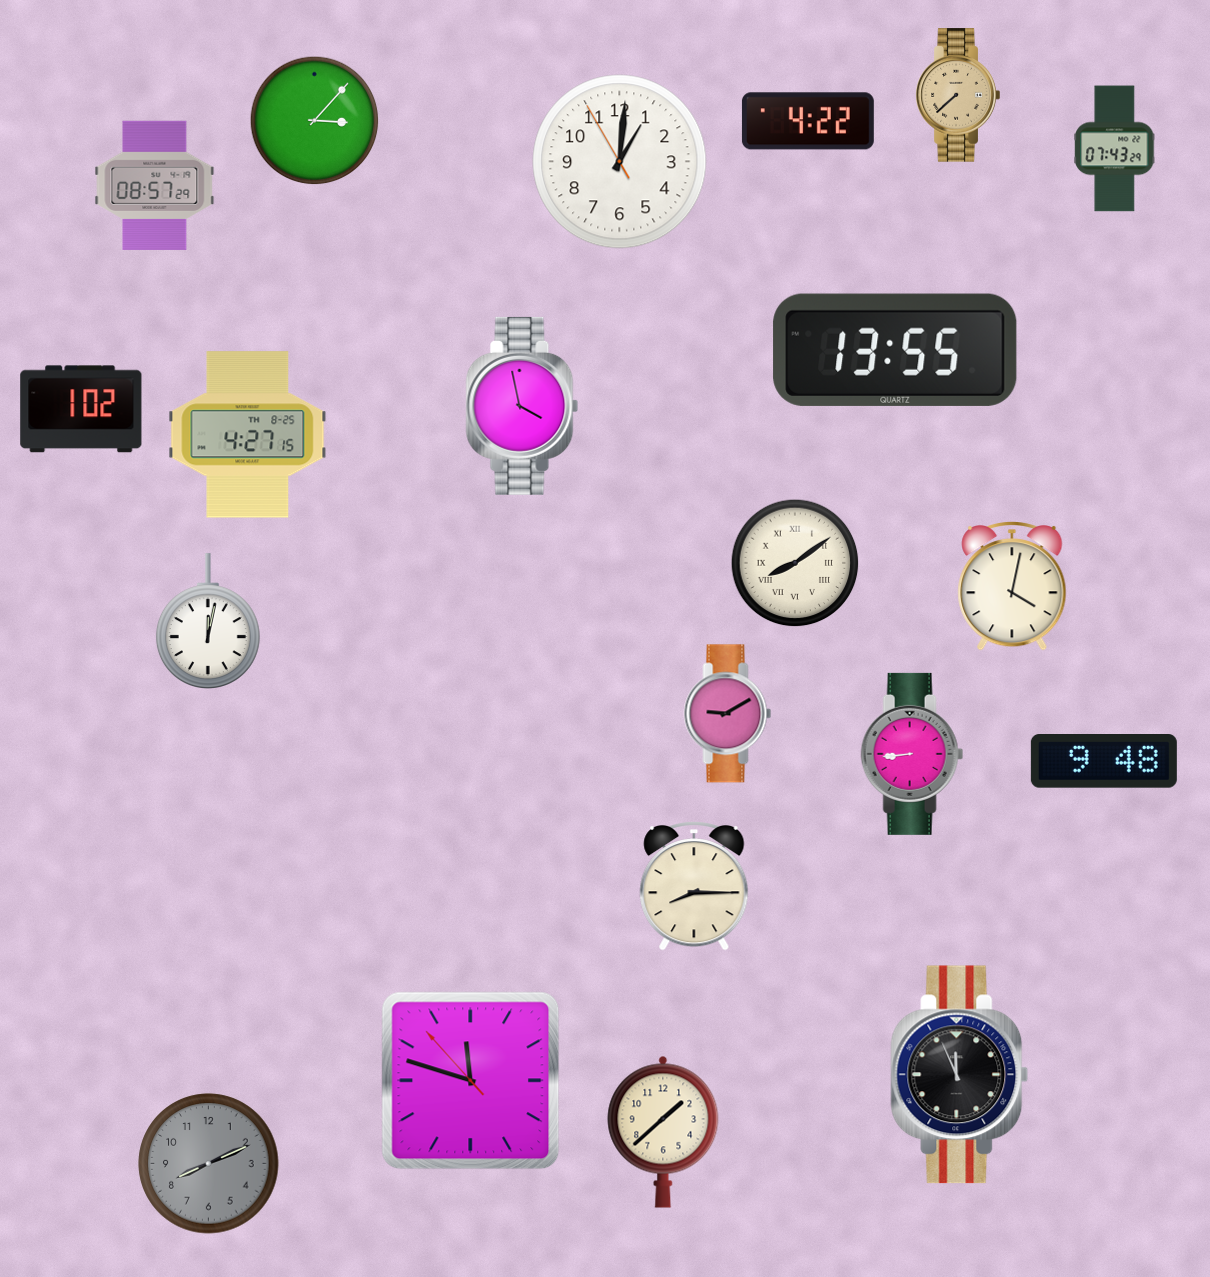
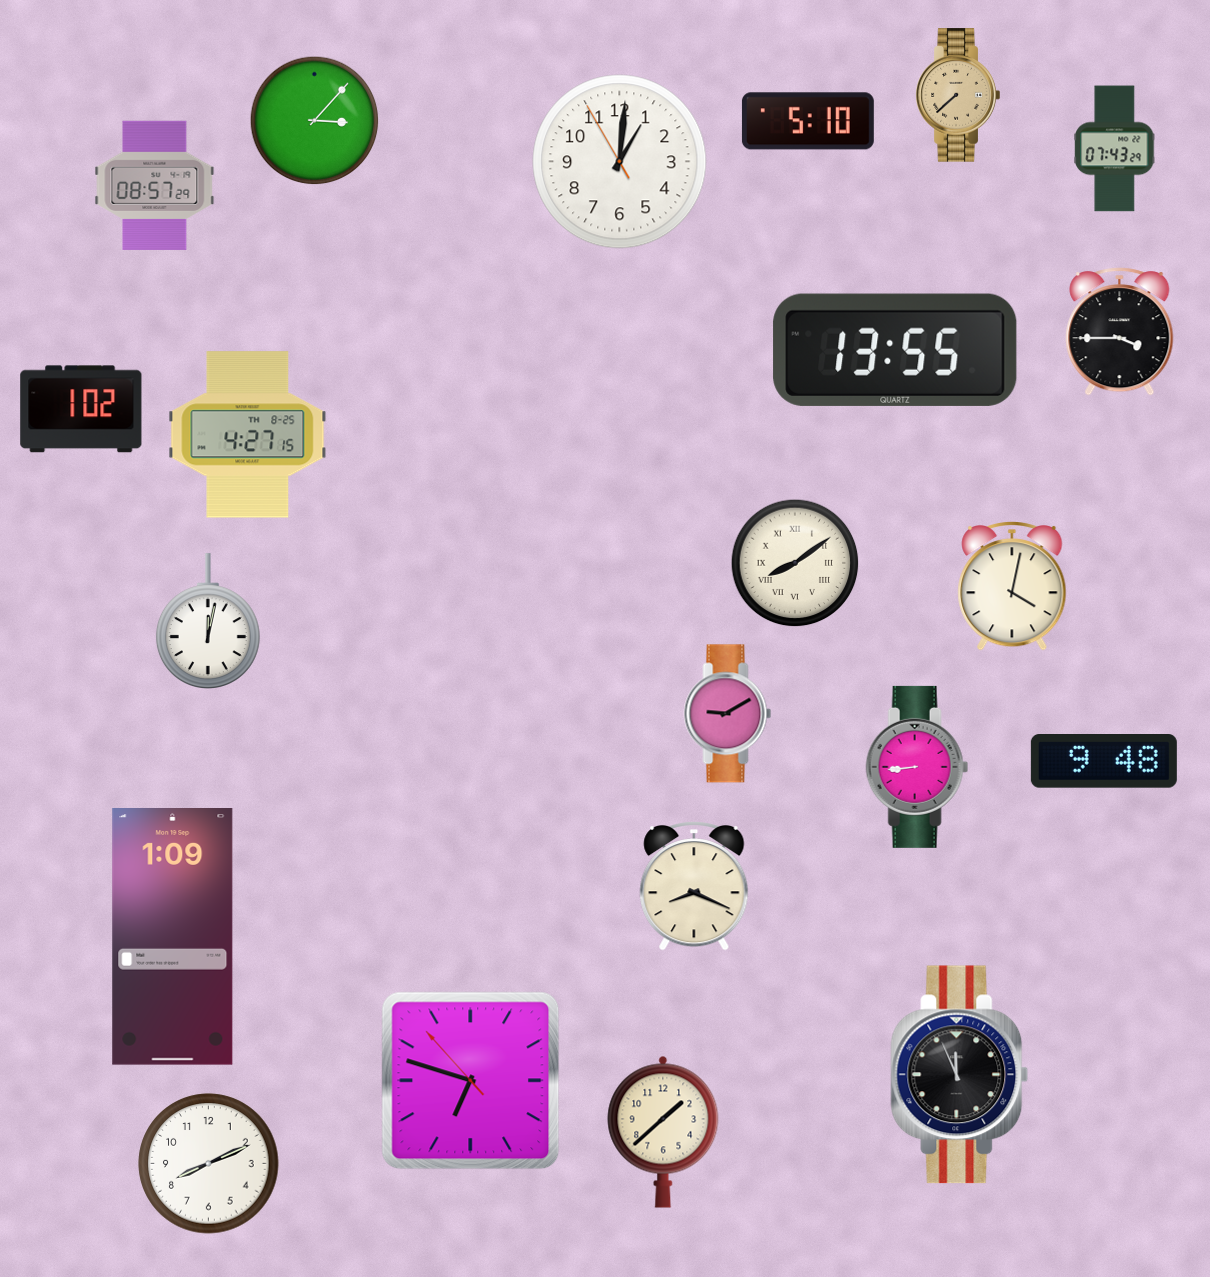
clock at (808, 121): 4:22 -> 5:10
clock at (1120, 332): none -> 3:45
clock at (522, 406): 3:58 -> none
clock at (912, 754) position: (912, 754) -> (917, 767)
clock at (694, 887): 8:15 -> 8:19
clock at (173, 937): none -> 1:09
clock at (471, 1081): 11:47 -> 6:47
clock at (209, 1164) dial: grey -> white
